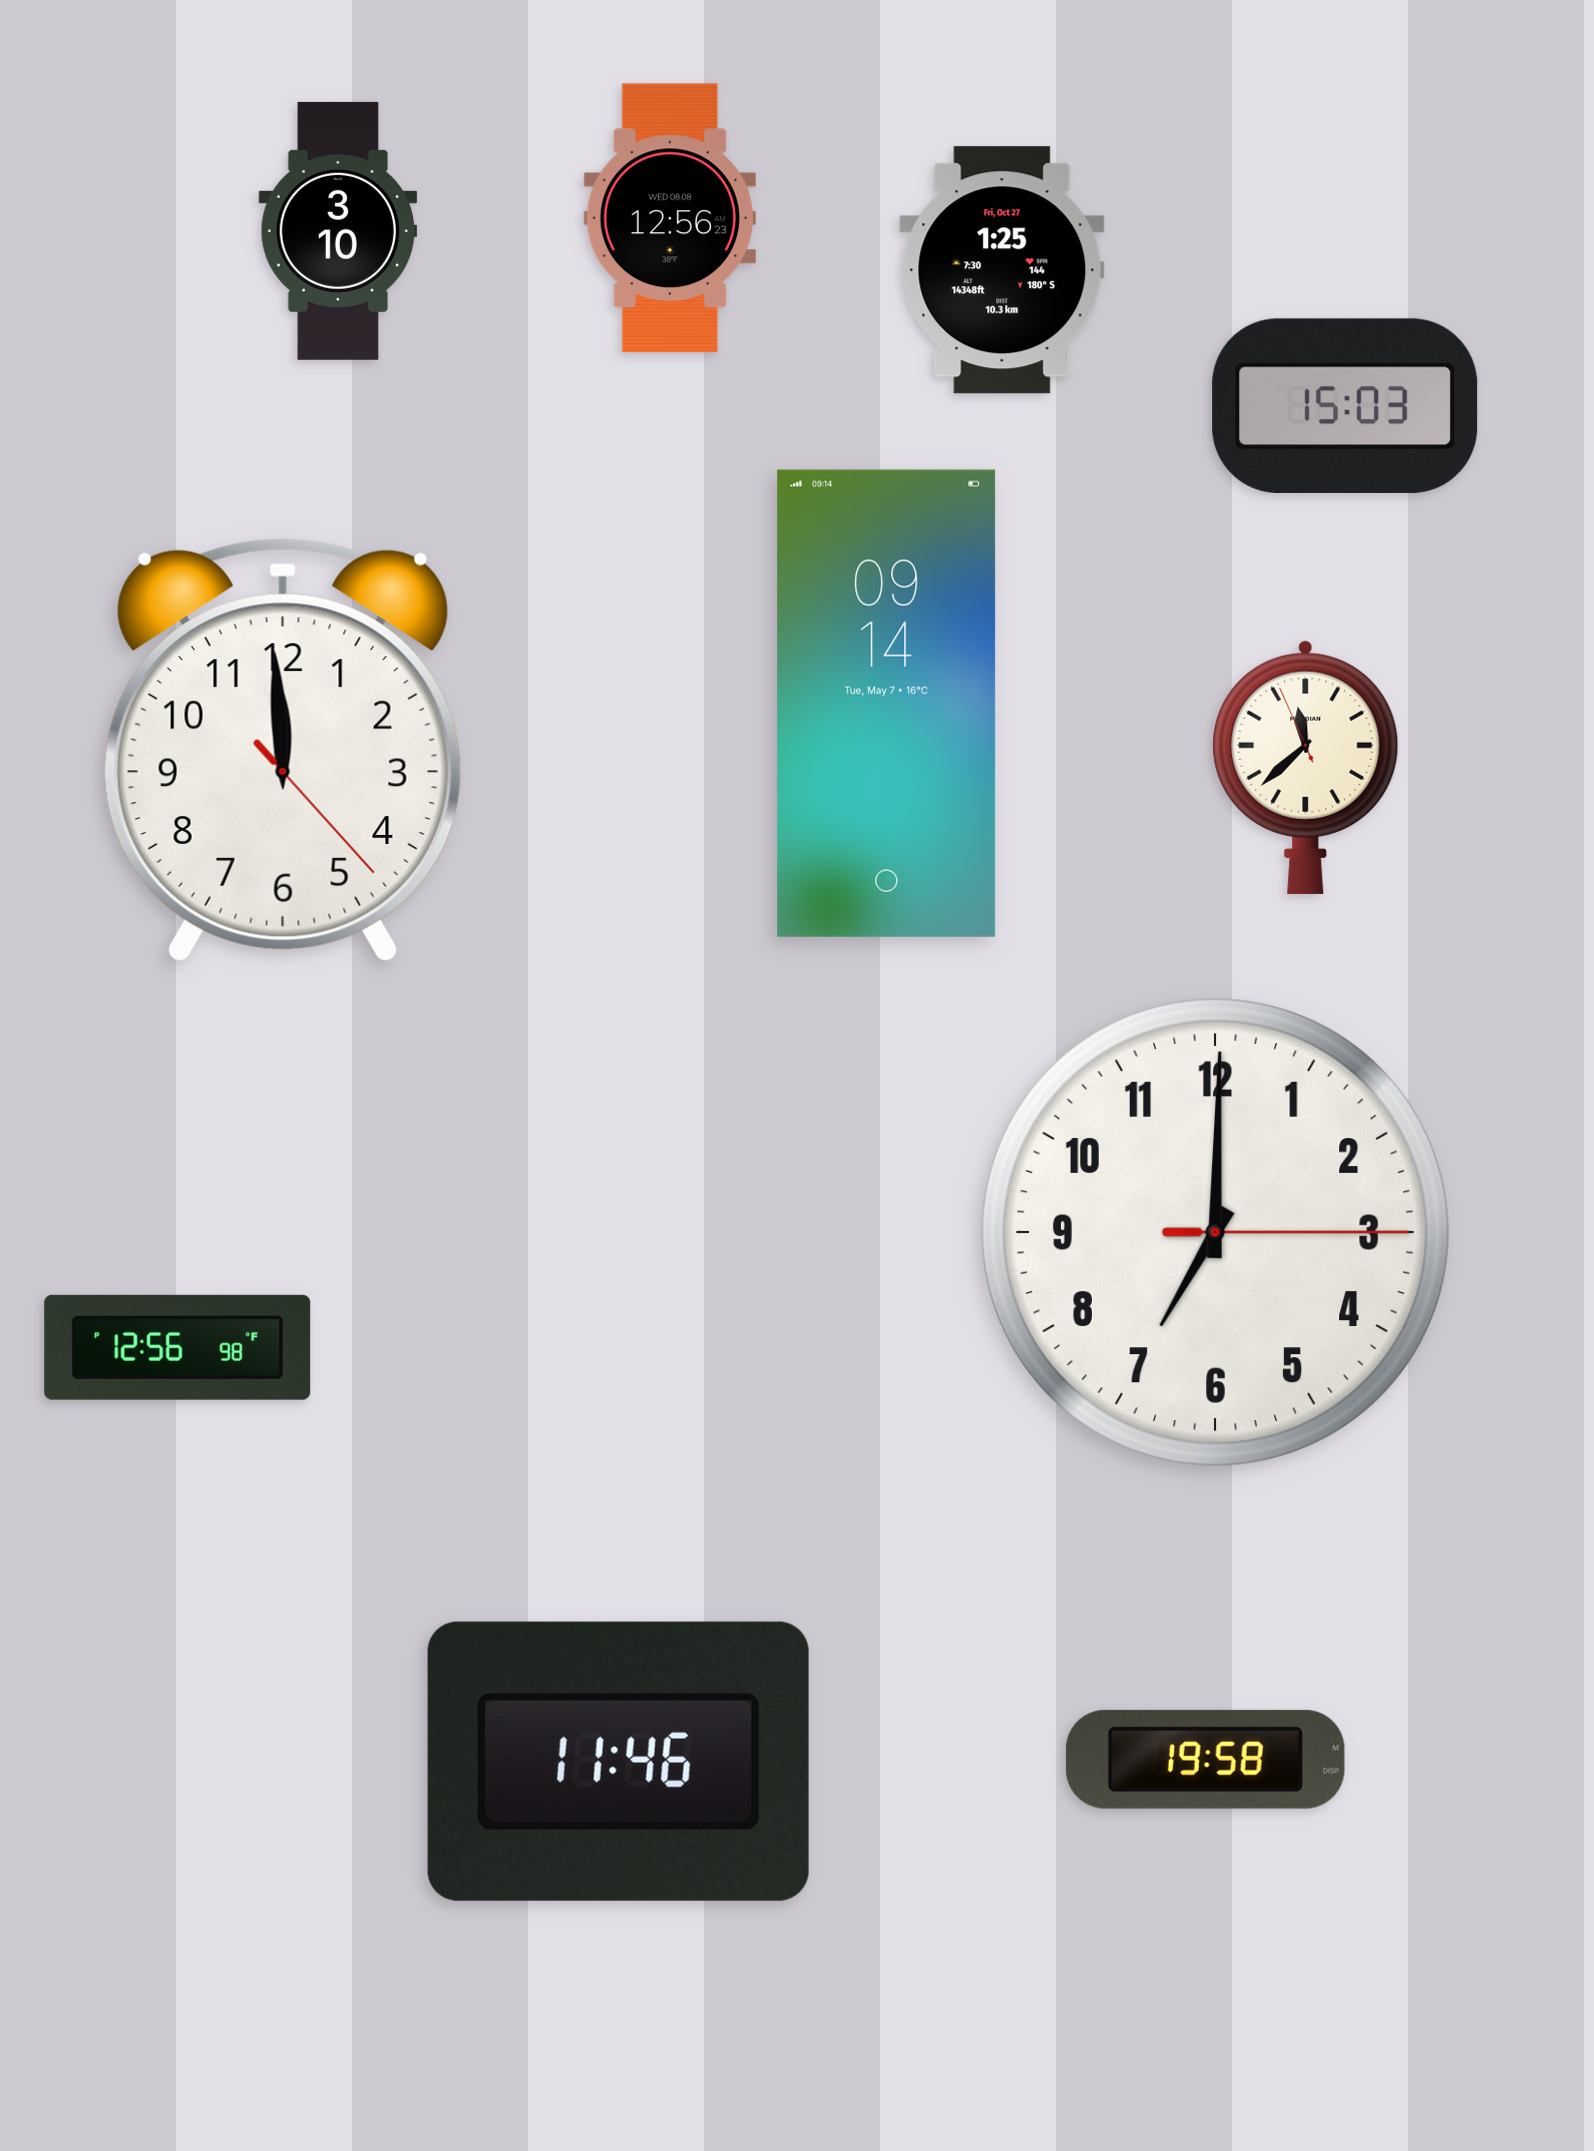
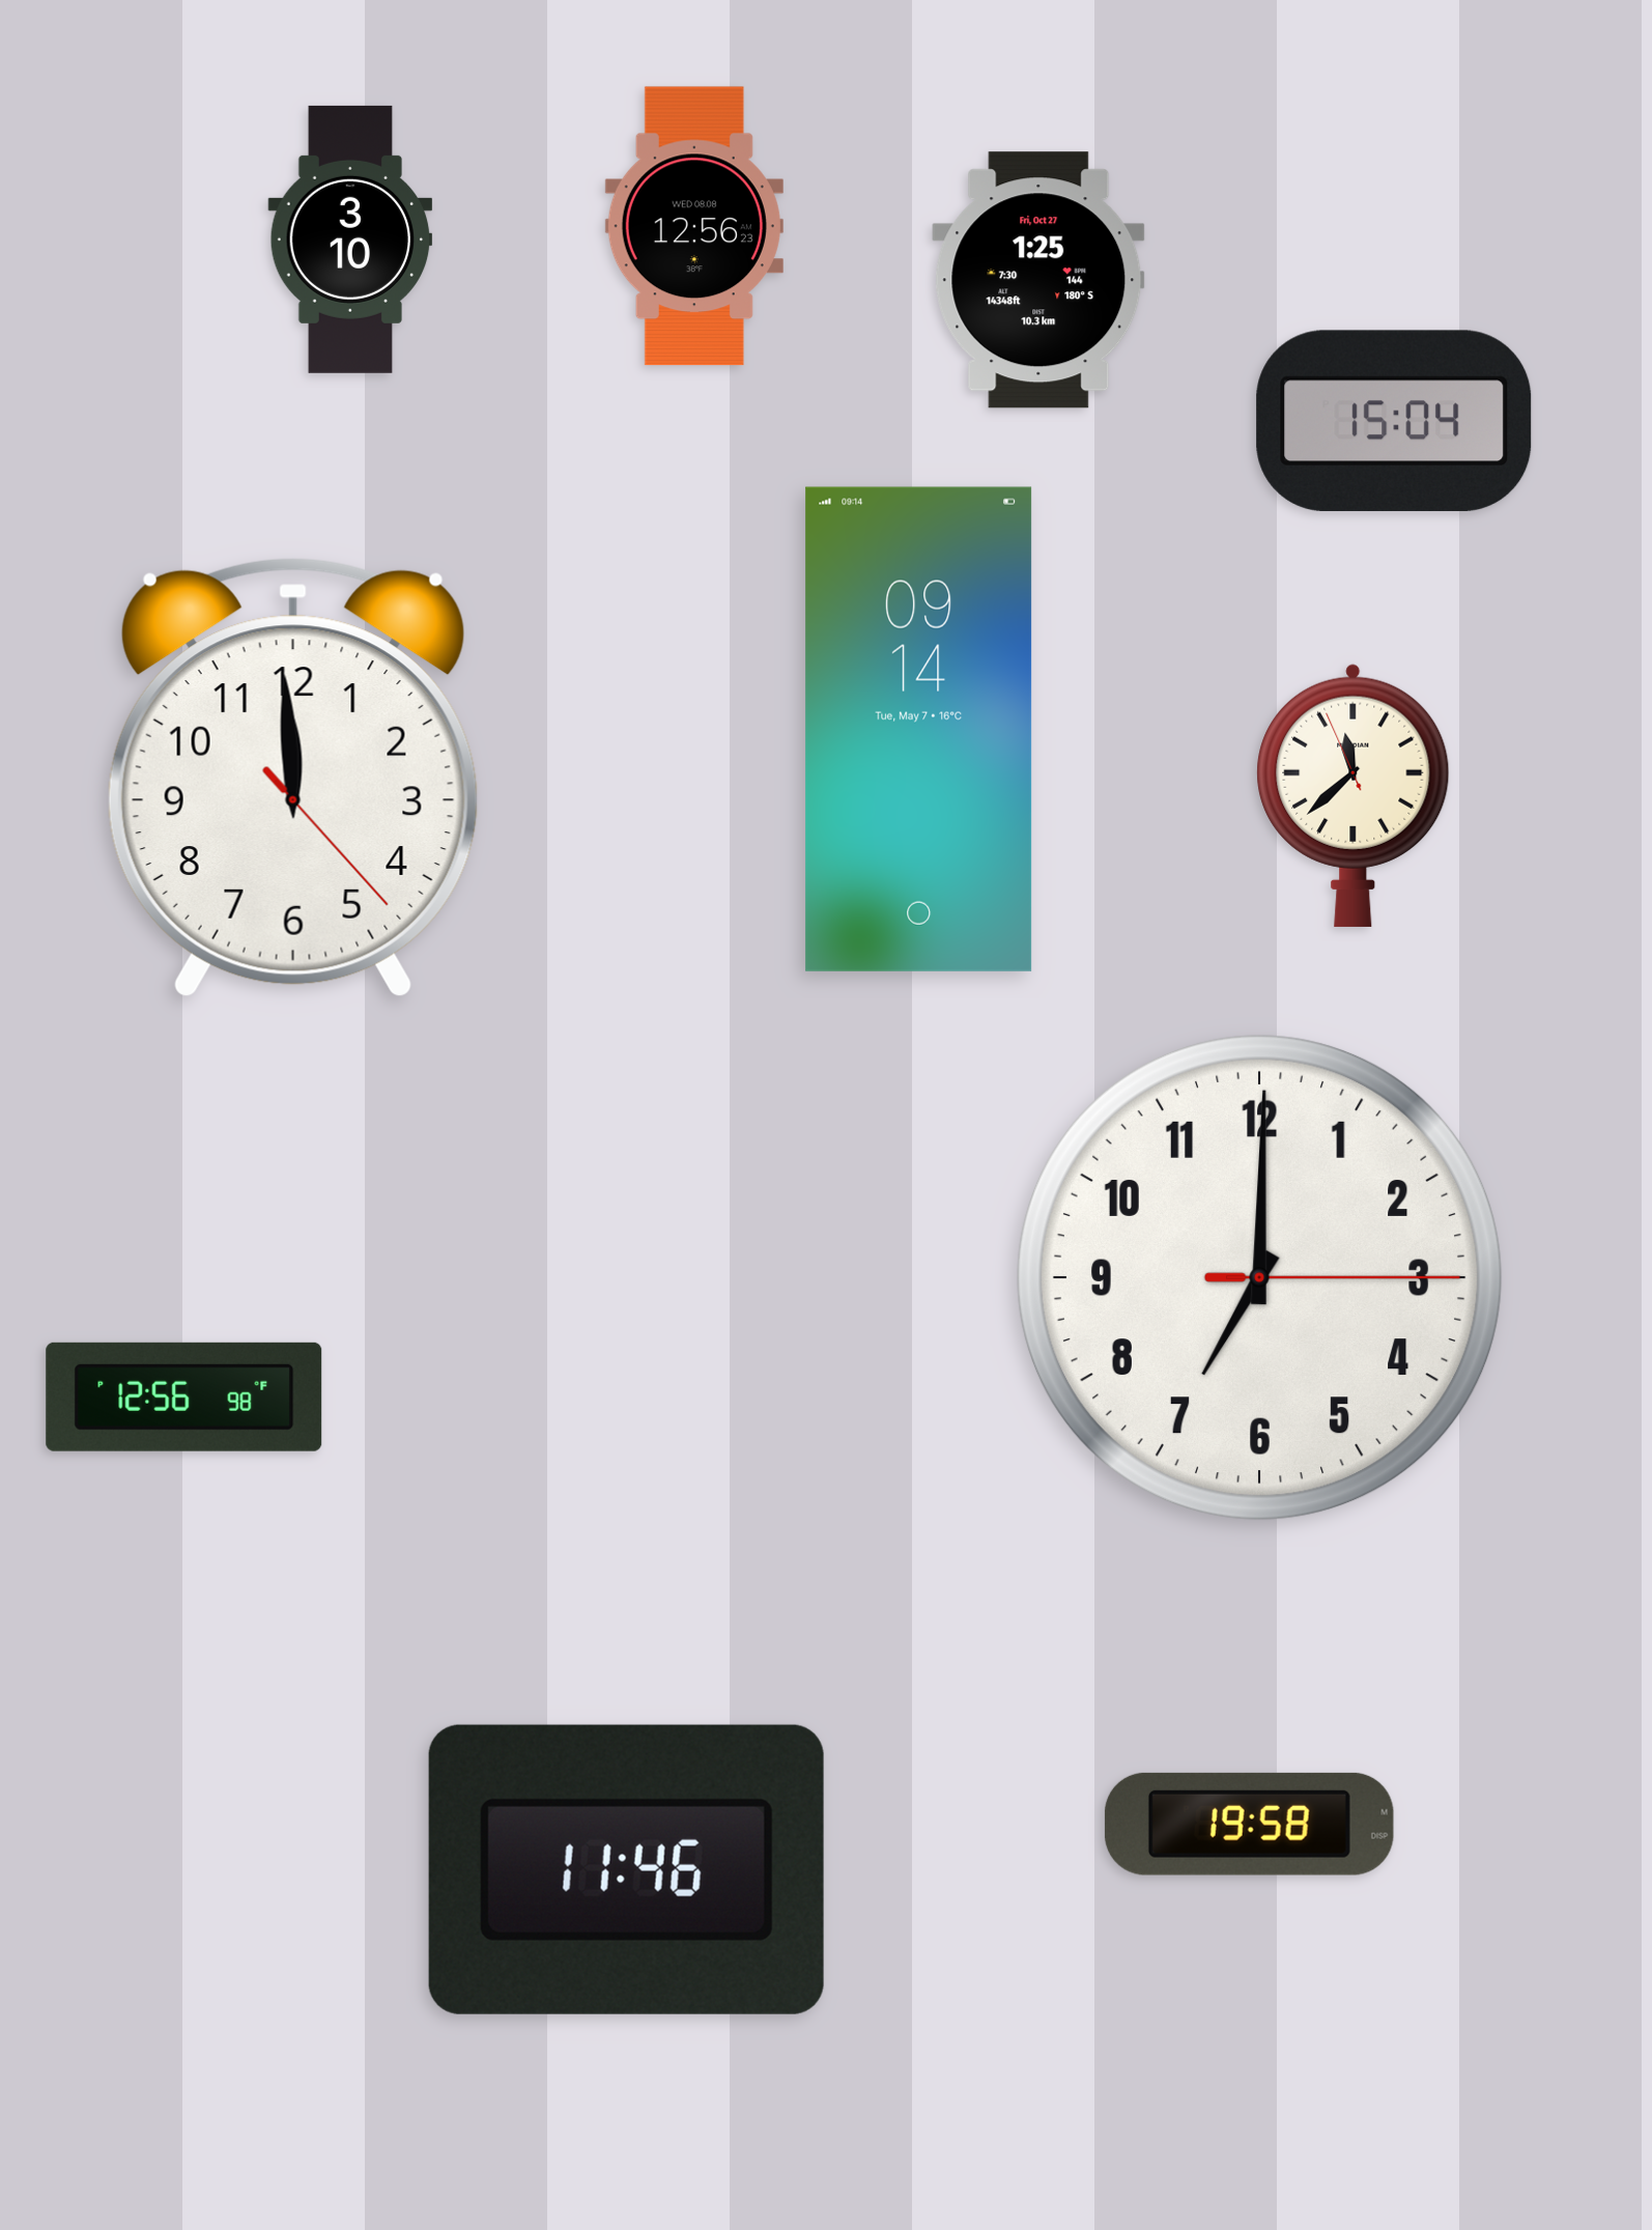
clock at (1345, 406): 15:03 -> 15:04
clock at (618, 1761) position: (618, 1761) -> (626, 1869)
